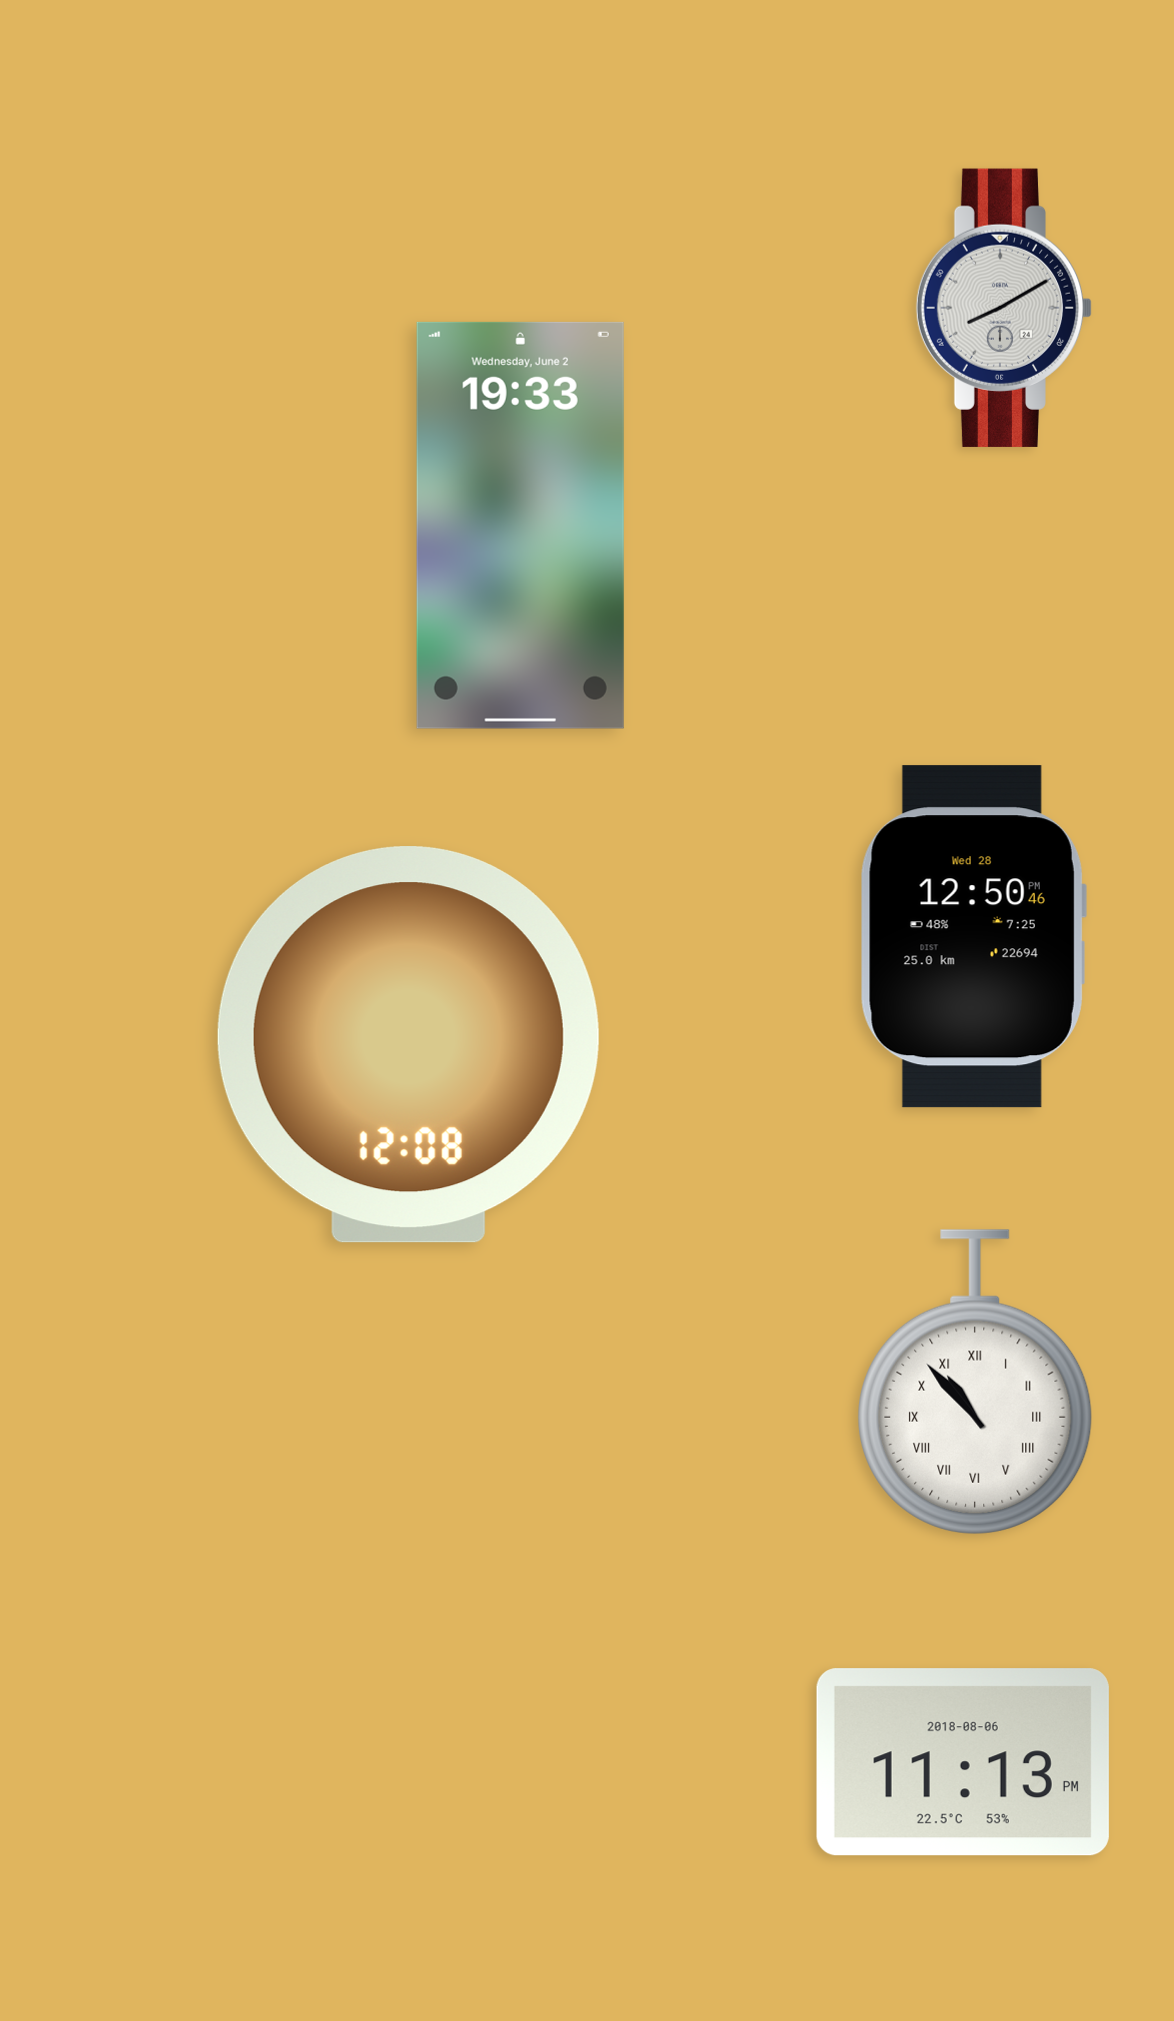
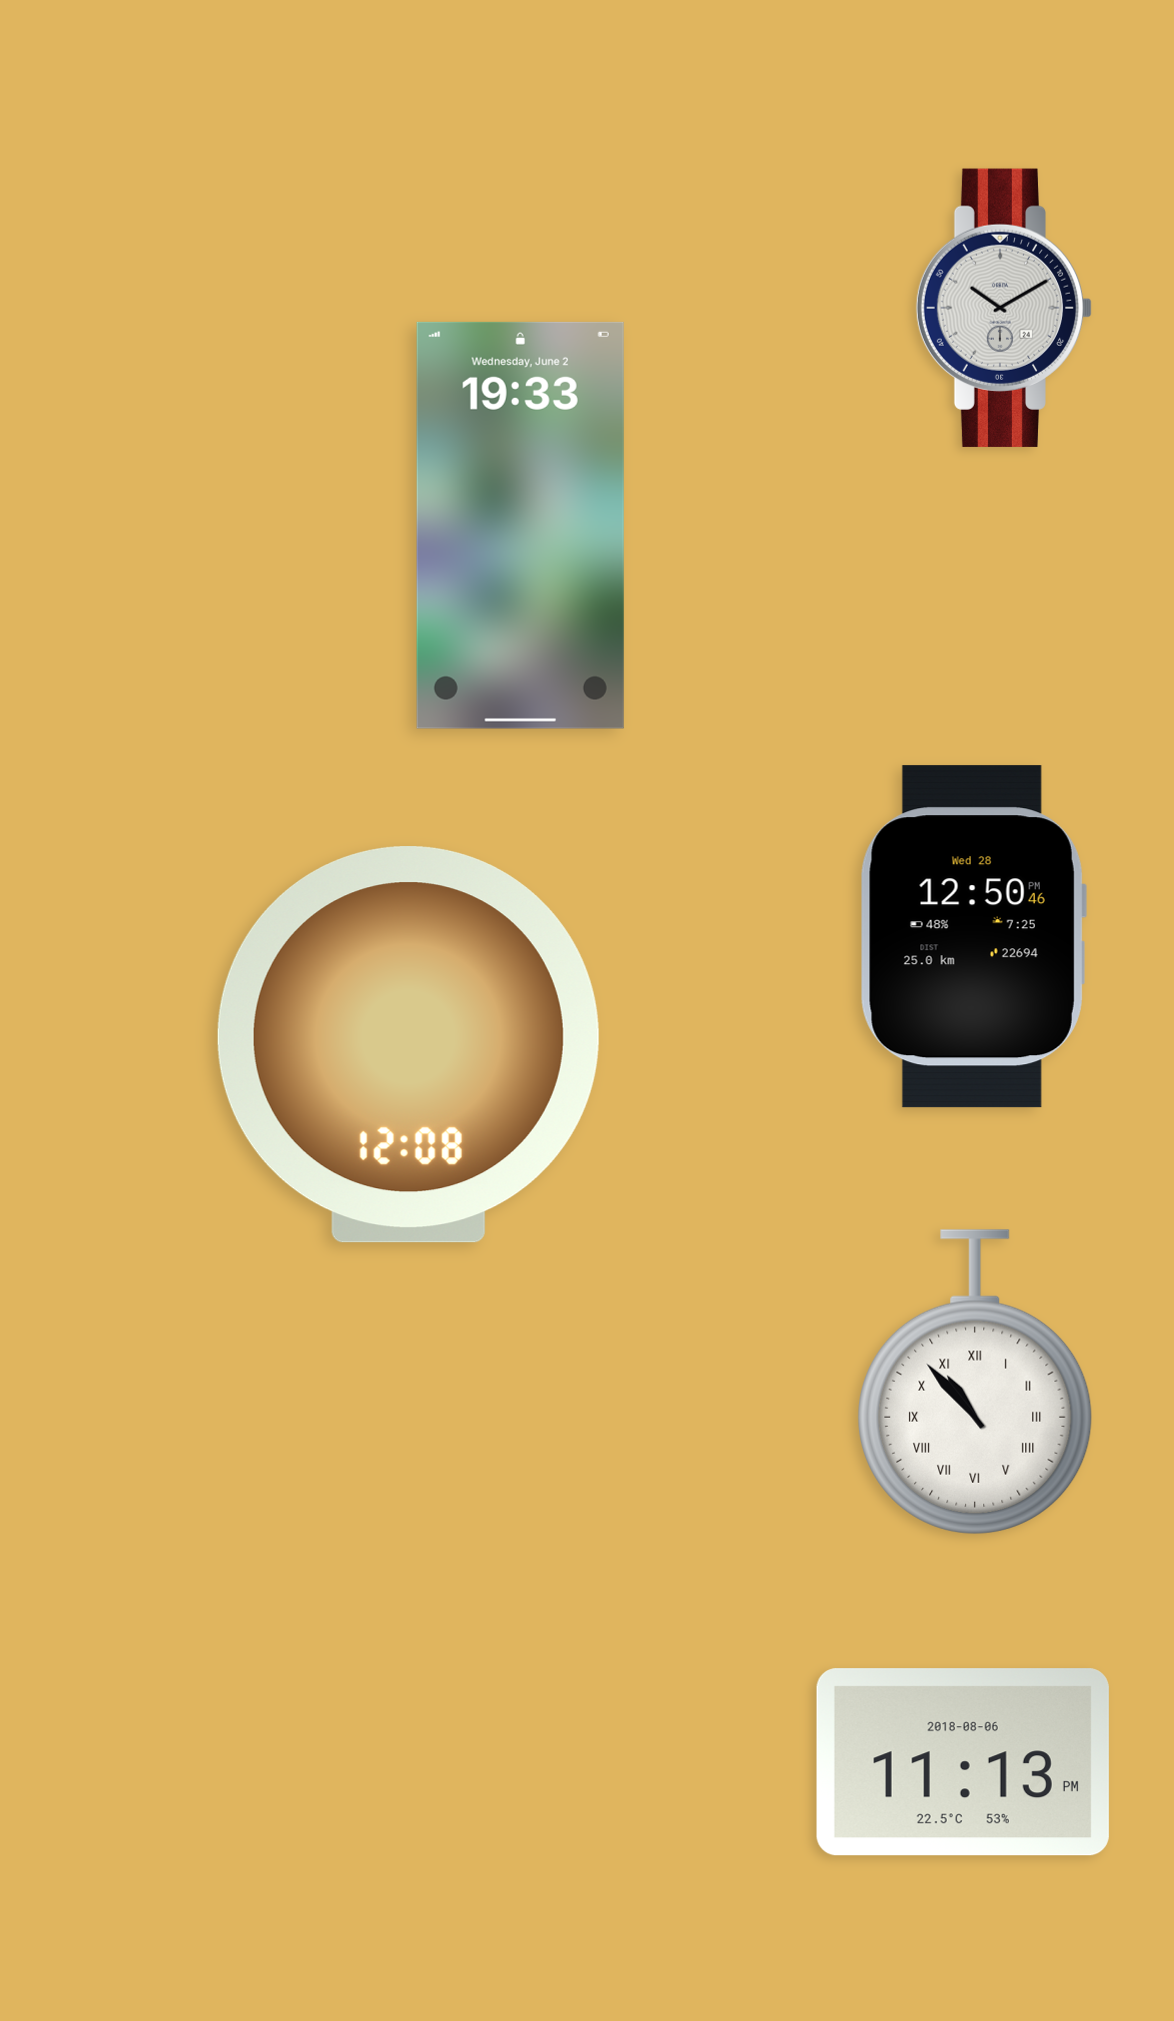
clock at (1004, 308): 8:10 -> 10:10
